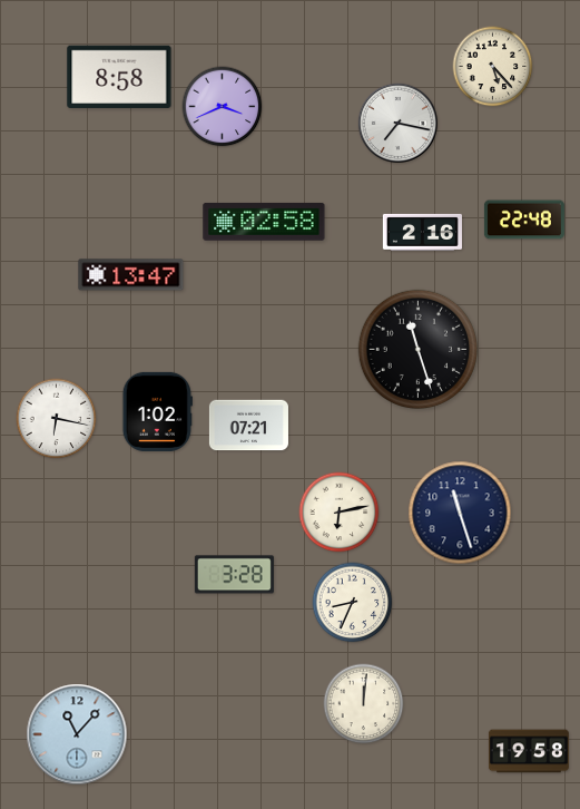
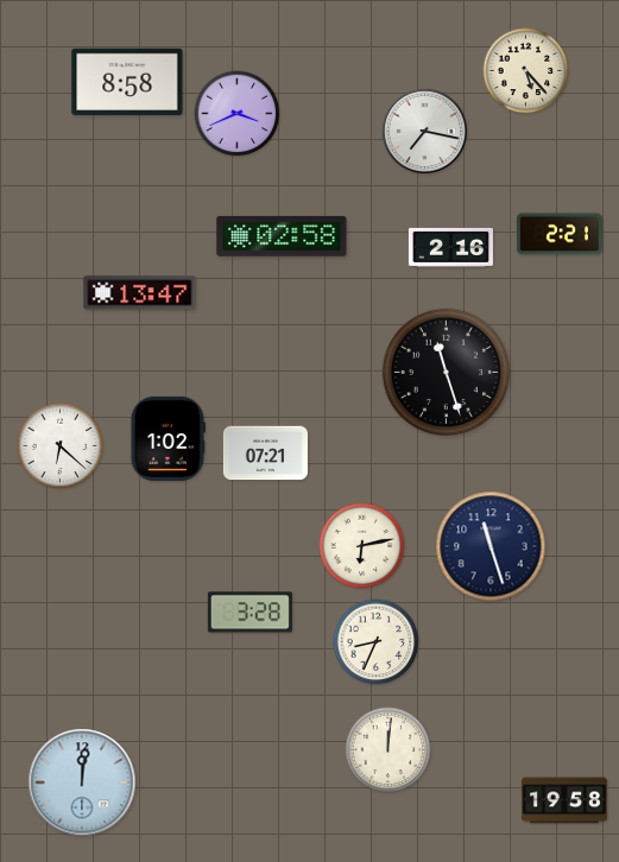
clock at (524, 220): 22:48 -> 2:21
clock at (57, 419): 6:17 -> 6:22
clock at (77, 734): 11:07 -> 12:01
